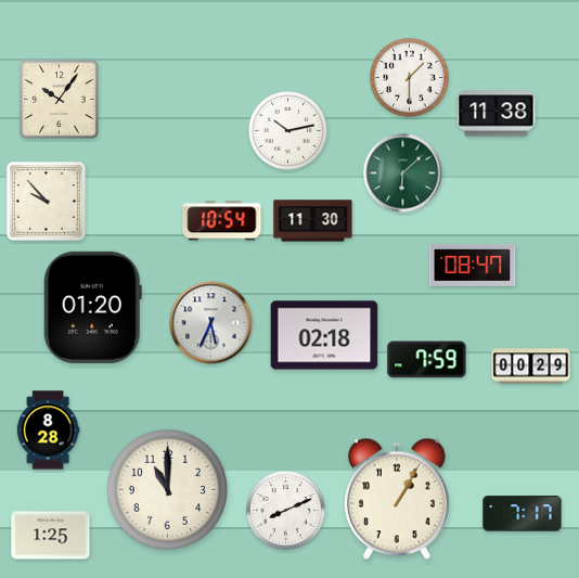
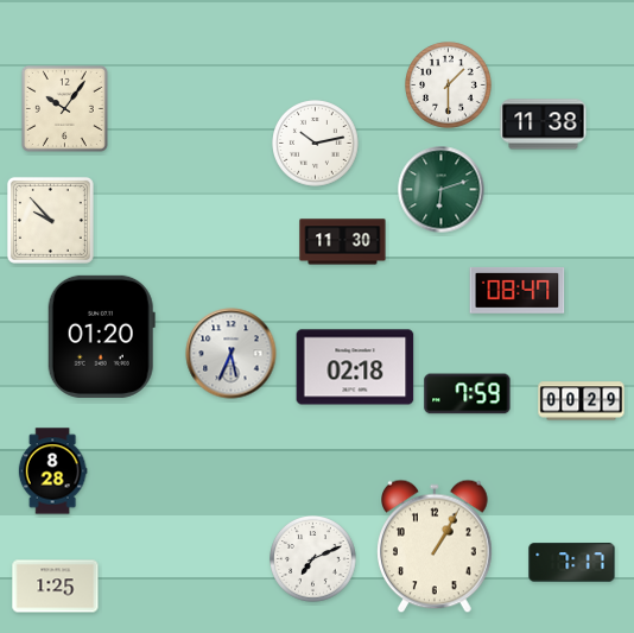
clock at (403, 174): 6:08 -> 6:12
clock at (222, 221): 10:54 -> none
clock at (167, 489): 11:00 -> none
clock at (286, 511): 8:11 -> 7:11
